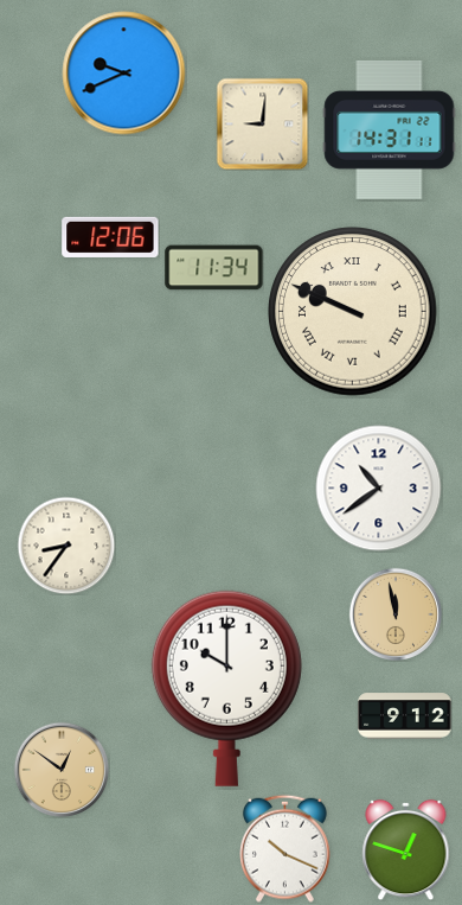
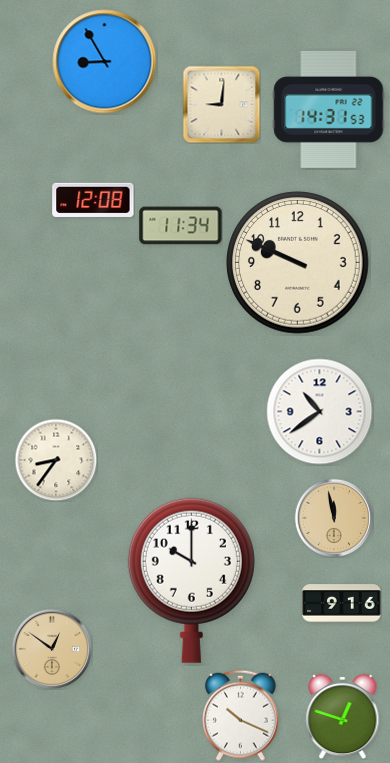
clock at (124, 74): 9:41 -> 8:55
clock at (390, 129): 14:31:11 -> 14:31:53
clock at (110, 237): 12:06 -> 12:08
clock at (353, 312) numerals: Roman -> Arabic
clock at (405, 716): 9:12 -> 9:16
